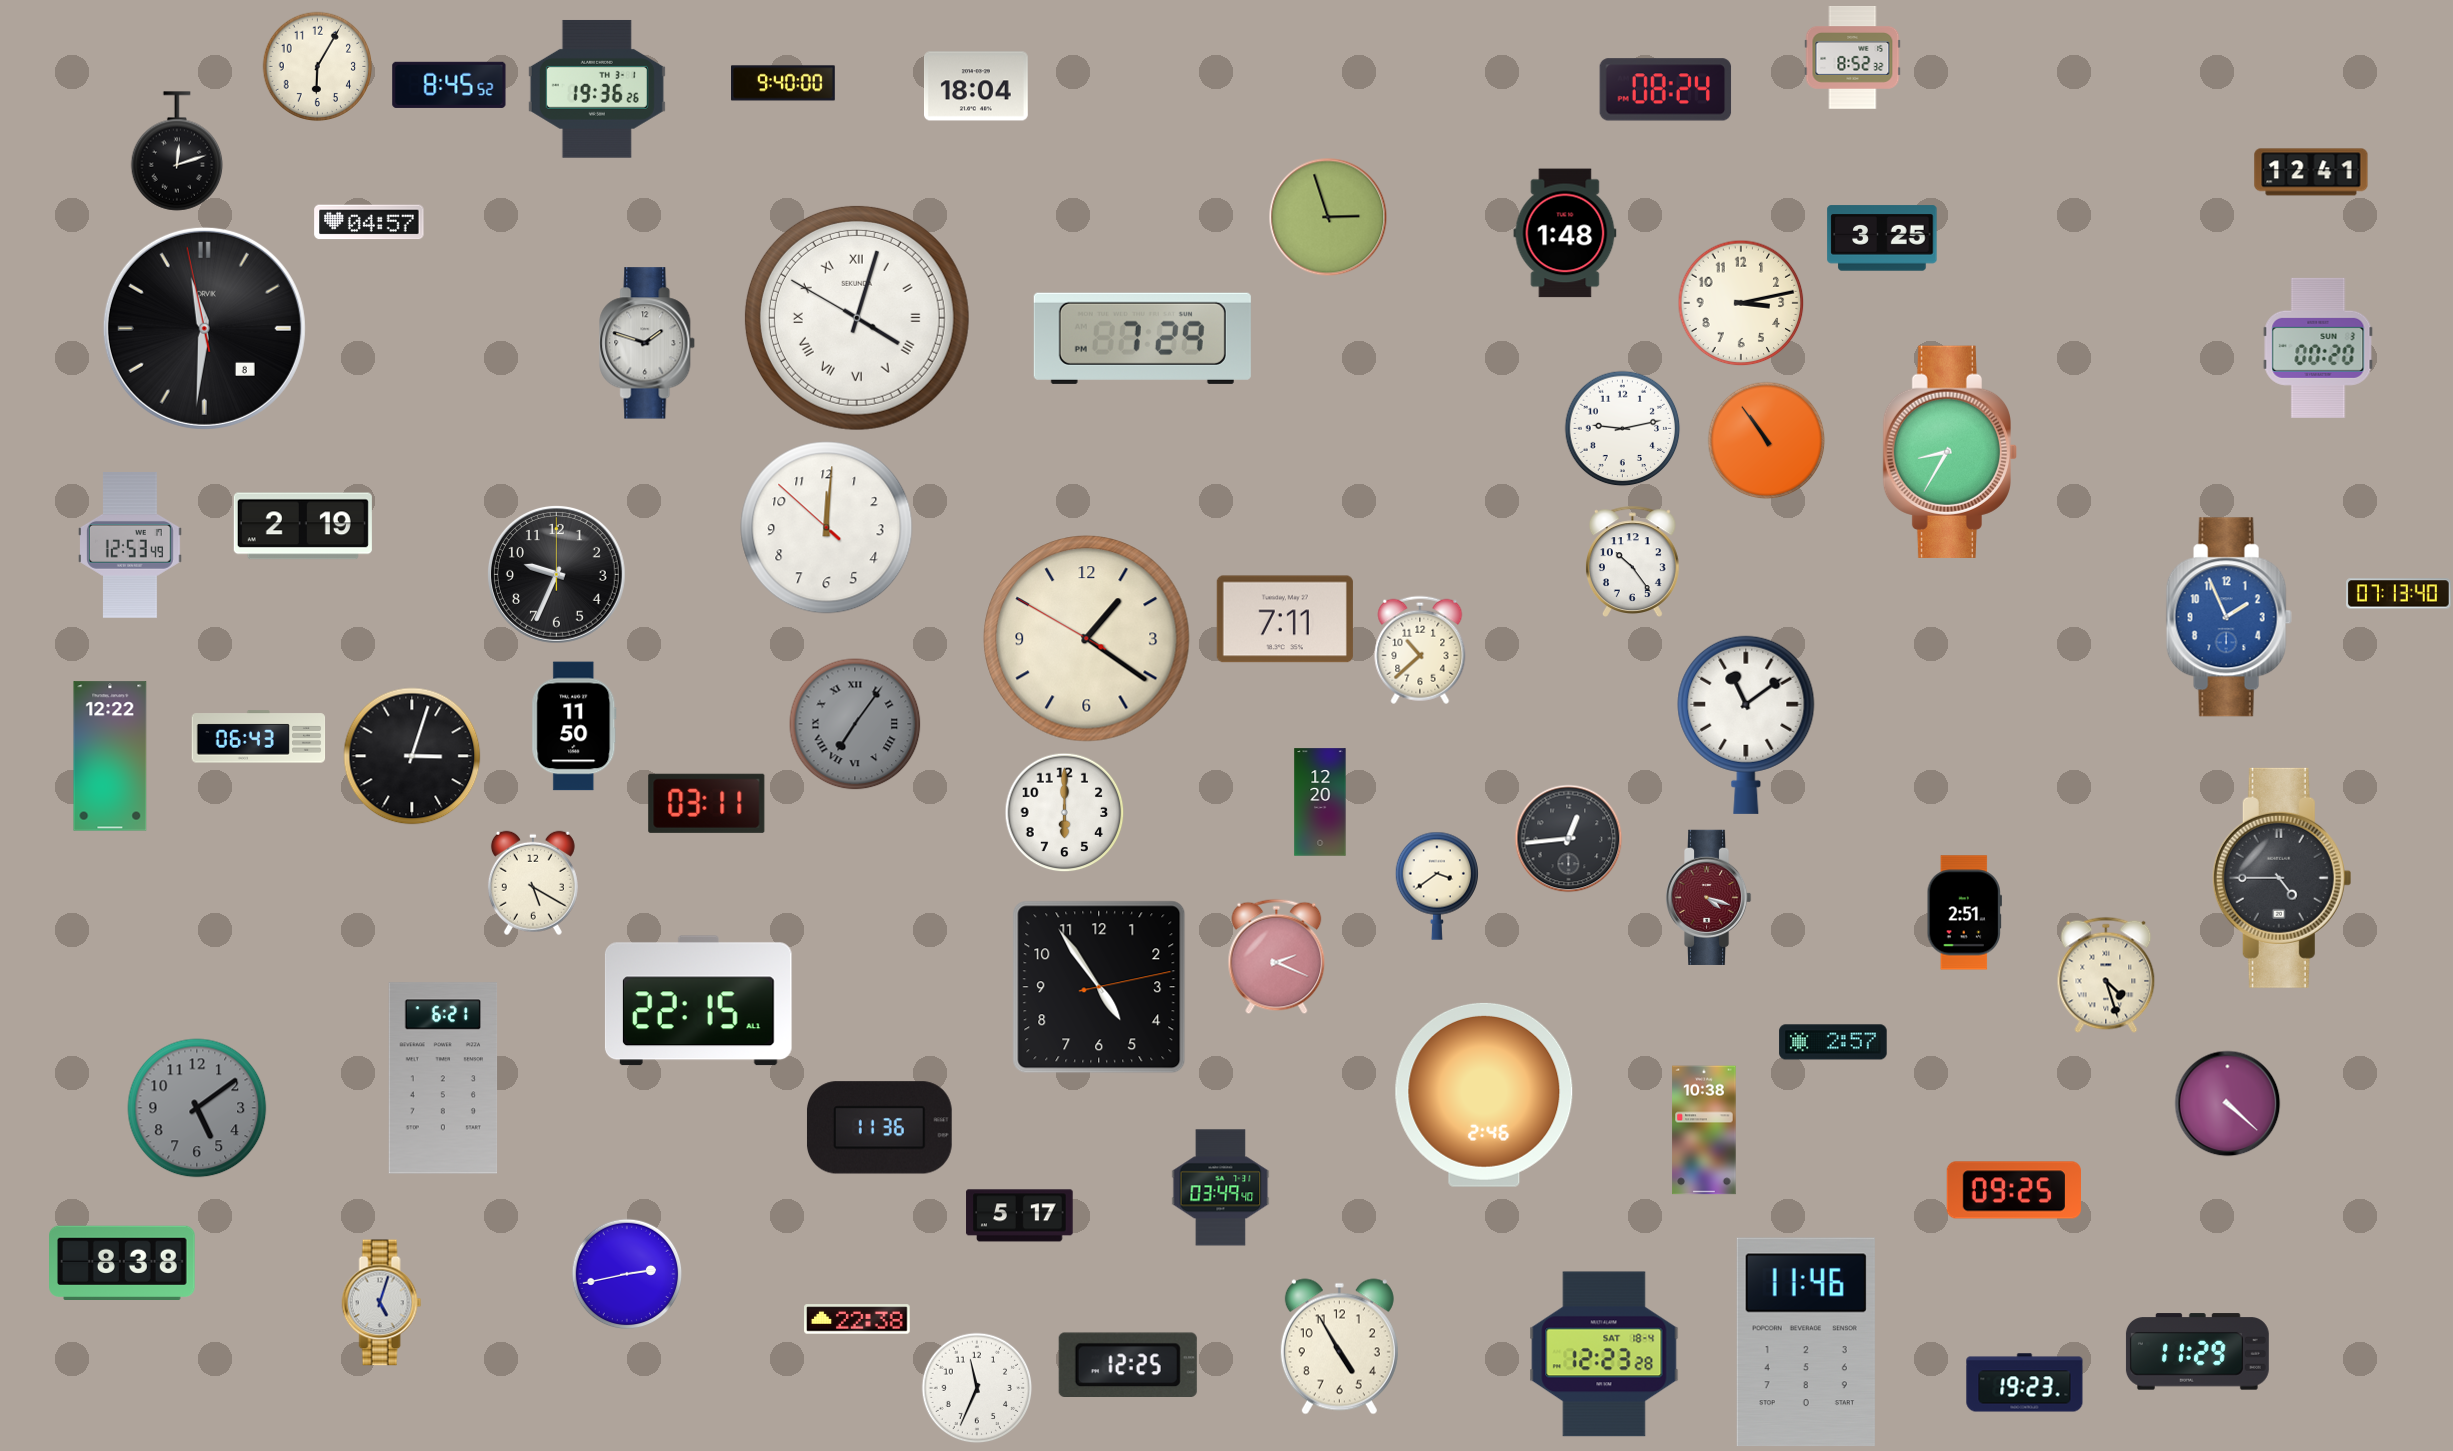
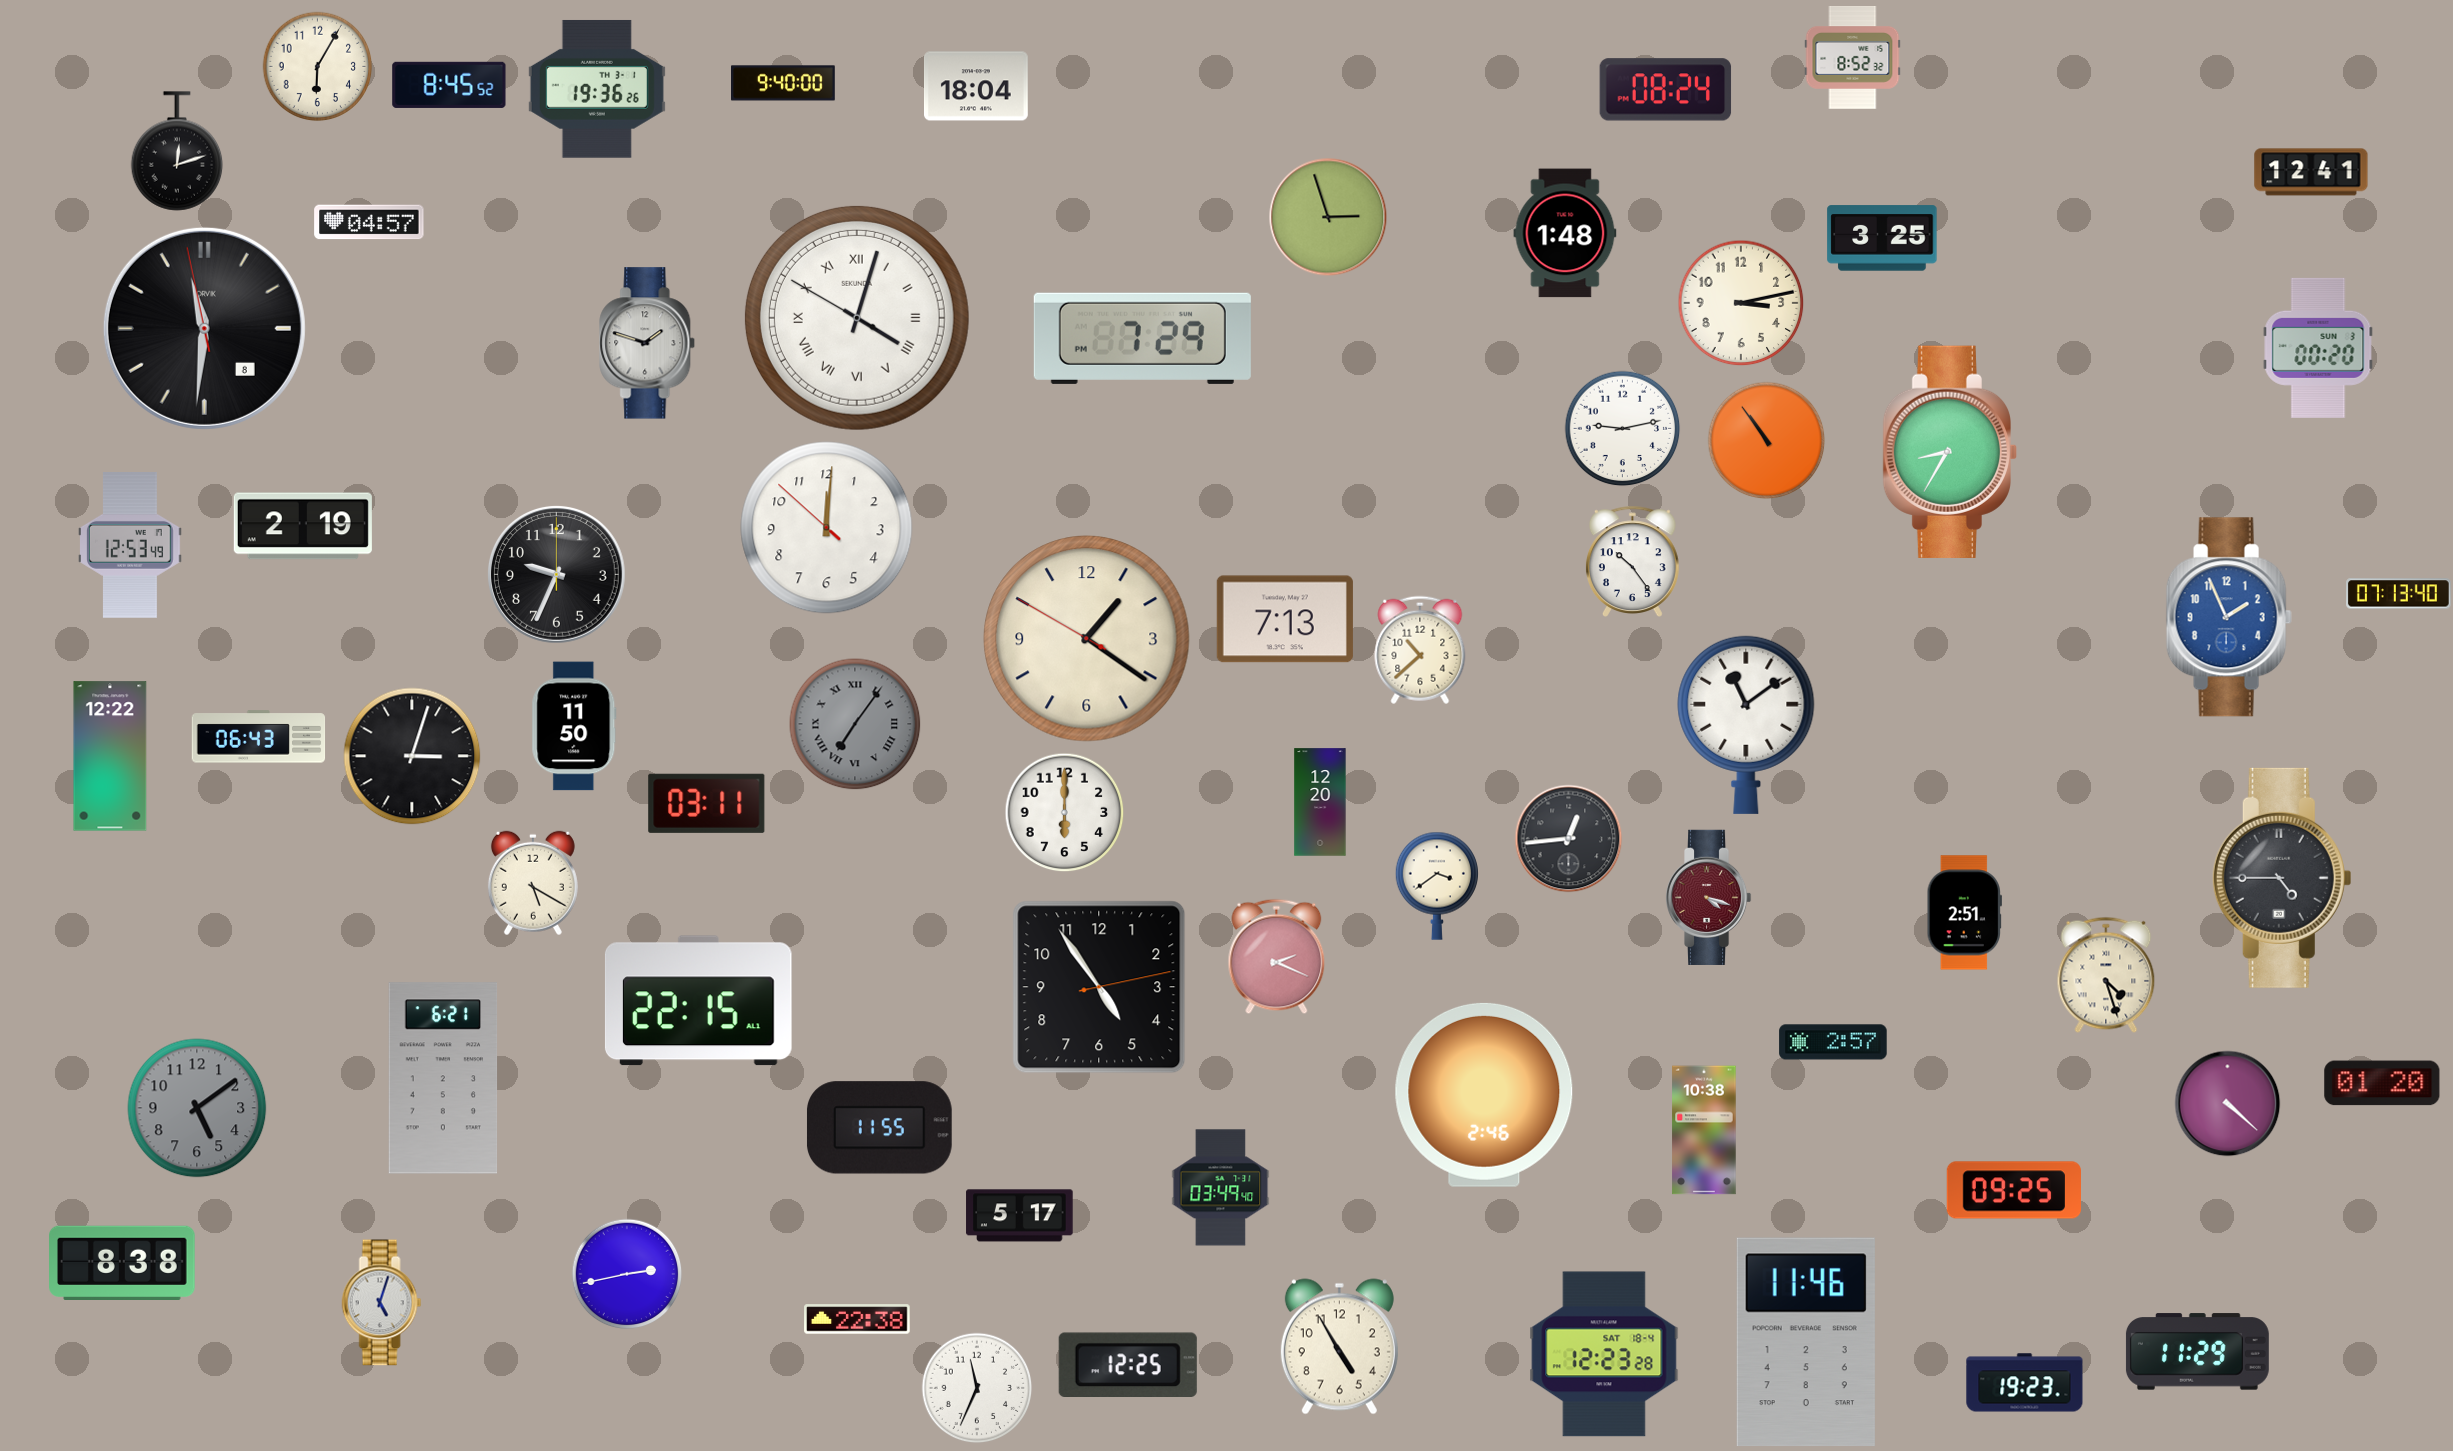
clock at (1285, 619): 7:11 -> 7:13
clock at (2382, 1083): none -> 01:20
clock at (879, 1128): 11:36 -> 11:55
